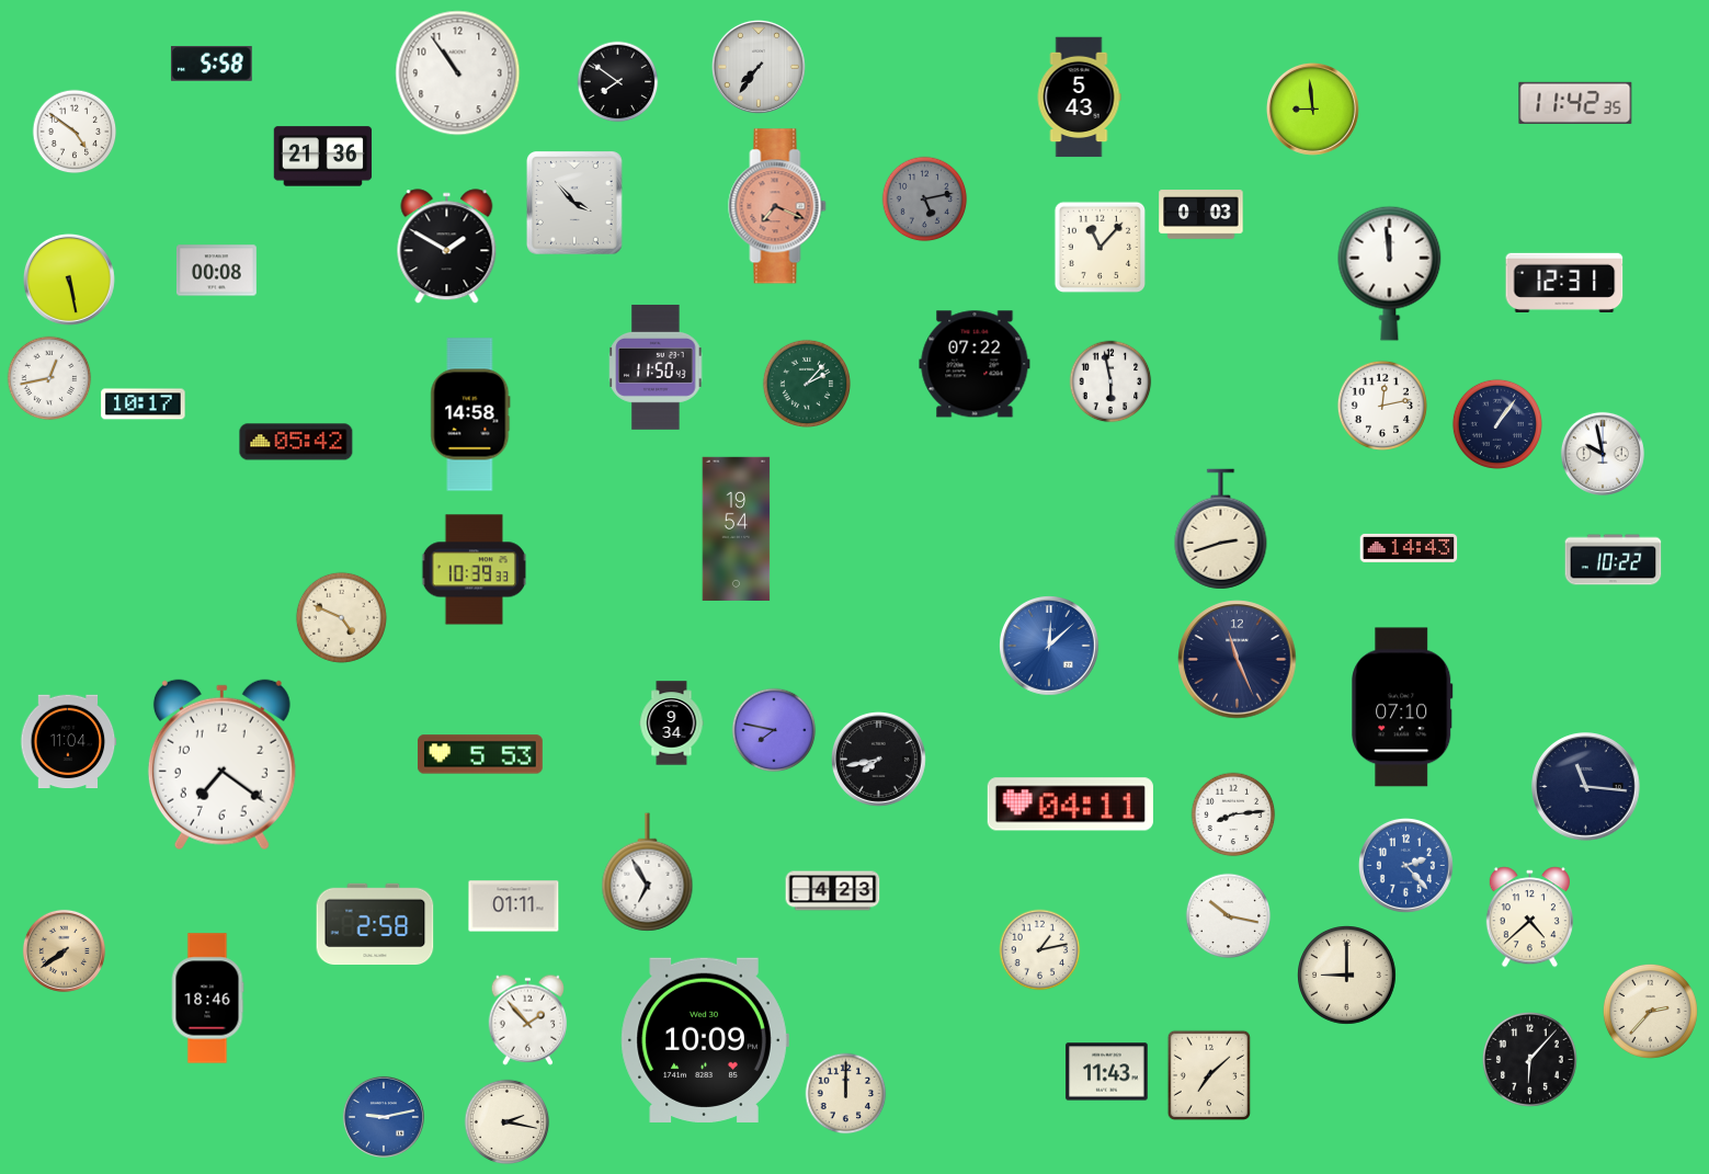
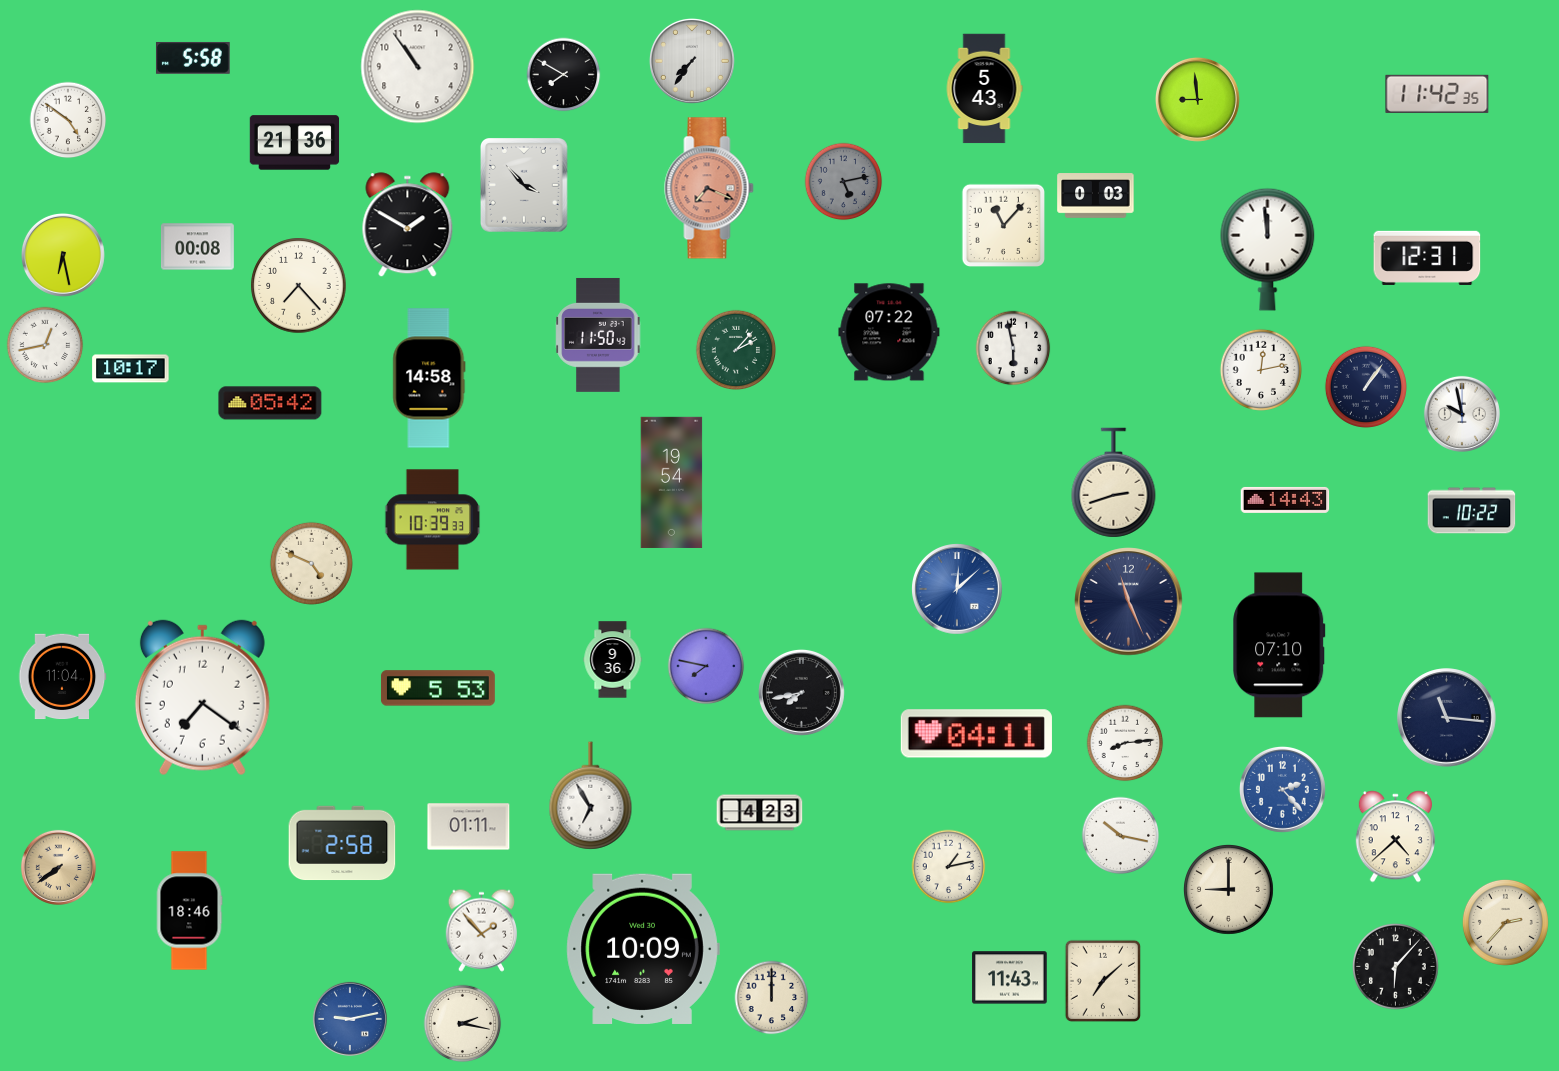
clock at (618, 82): 7:51 -> 7:50
clock at (69, 280): 5:28 -> 6:28
clock at (299, 286): none -> 7:23
clock at (672, 723): 9:34 -> 9:36
